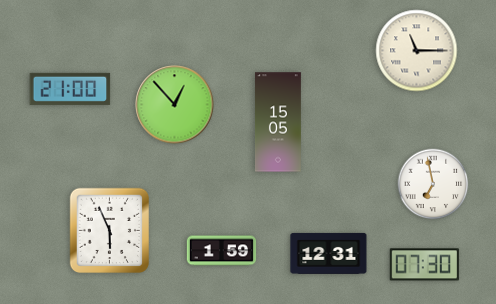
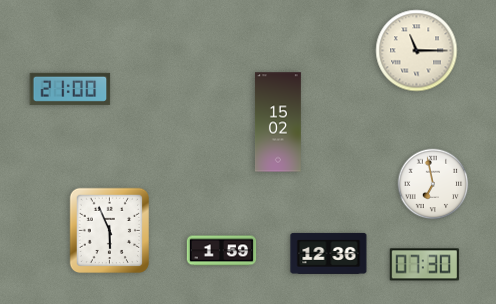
clock at (175, 105): 12:53 -> none
clock at (278, 122): 15:05 -> 15:02
clock at (329, 253): 12:31 -> 12:36
